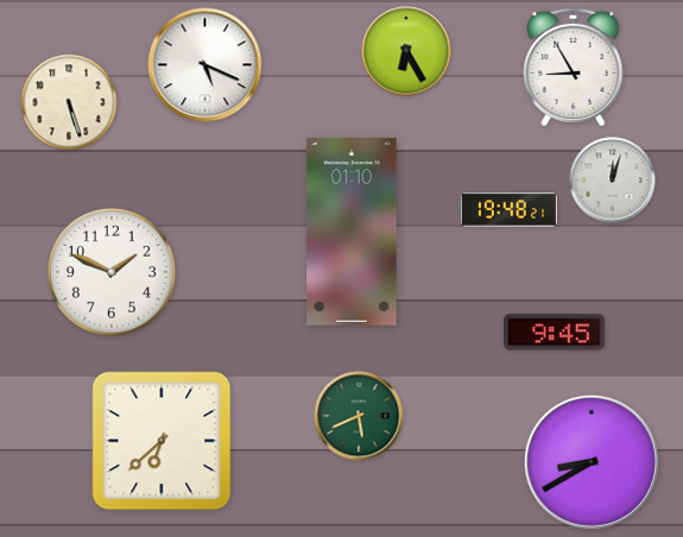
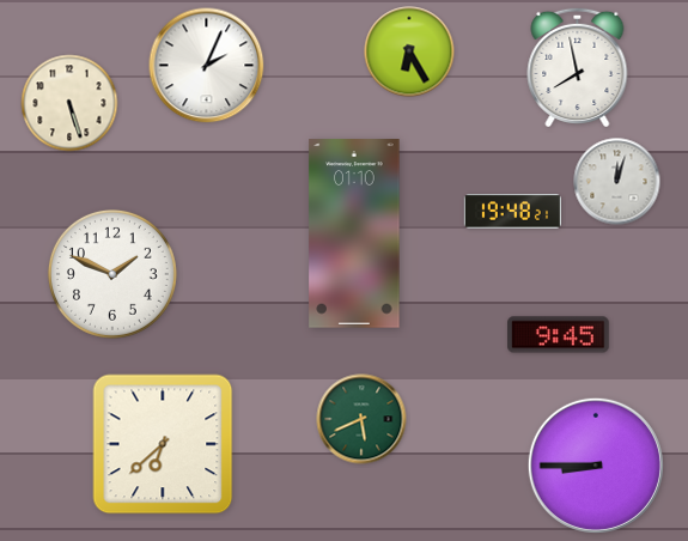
clock at (205, 65): 5:19 -> 2:04
clock at (574, 65): 8:55 -> 7:58
clock at (592, 462): 8:40 -> 8:45
